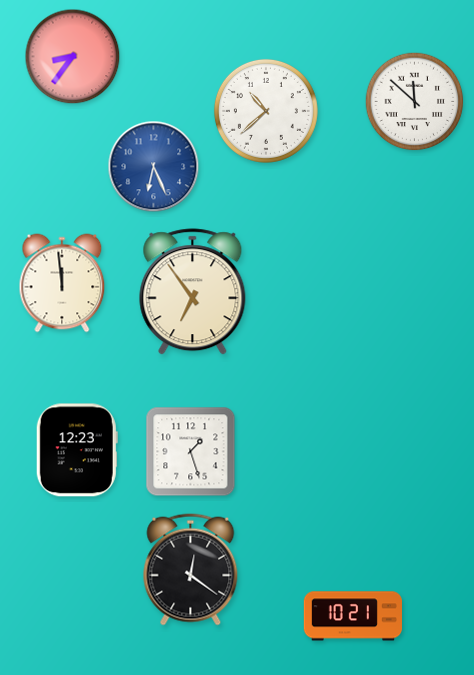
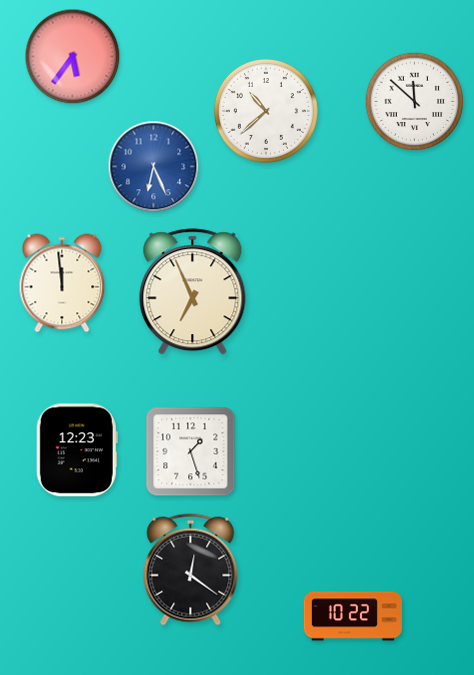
clock at (73, 57): 8:36 -> 5:36
clock at (193, 292): 6:54 -> 6:56
clock at (353, 616): 10:21 -> 10:22
